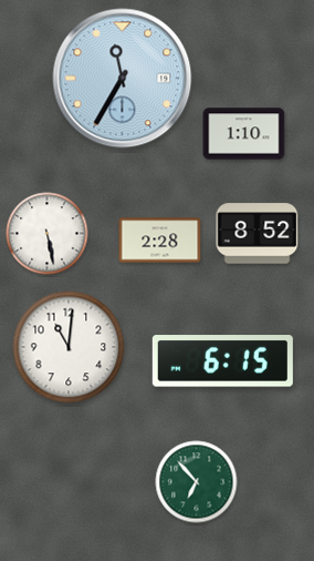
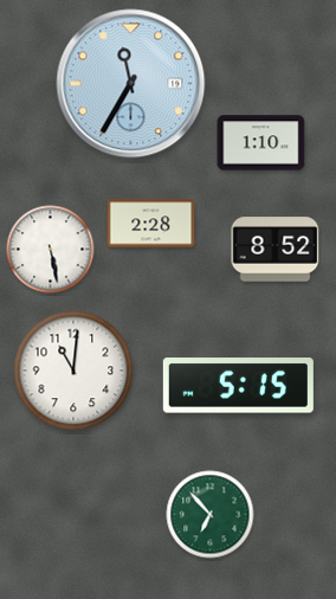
clock at (160, 241) position: (160, 241) -> (151, 224)
clock at (222, 361): 6:15 -> 5:15
